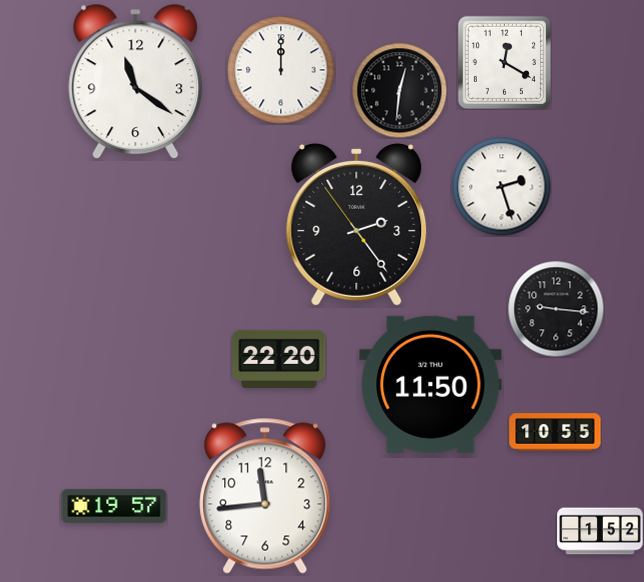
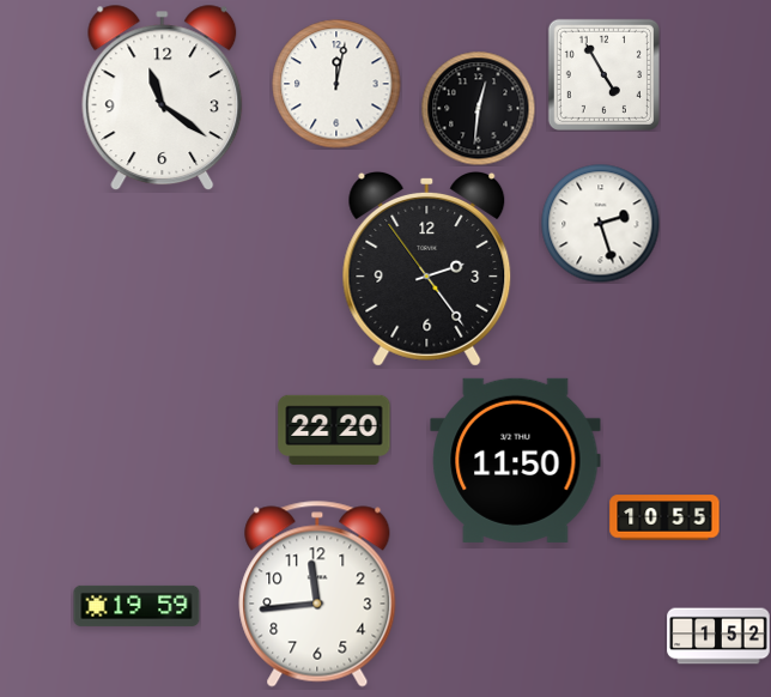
clock at (504, 62): 12:20 -> 4:55
clock at (281, 70): 12:00 -> 12:02
clock at (556, 309): 9:16 -> none
clock at (114, 506): 19:57 -> 19:59
